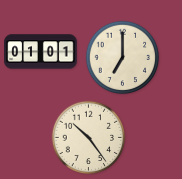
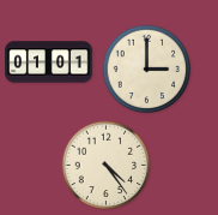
clock at (123, 58): 7:00 -> 3:00
clock at (89, 138): 10:24 -> 4:24
